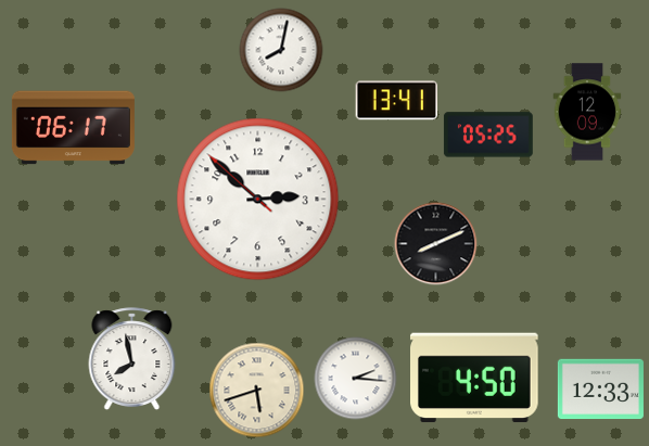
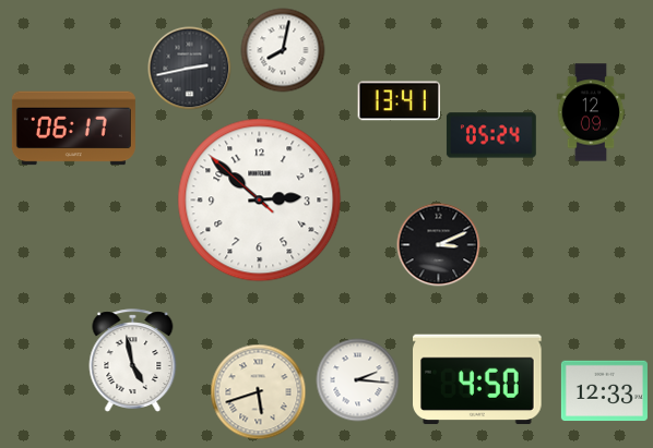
clock at (190, 69): none -> 2:43
clock at (488, 135): 05:25 -> 05:24
clock at (436, 244): 8:11 -> 3:11
clock at (132, 358): 7:58 -> 4:58
